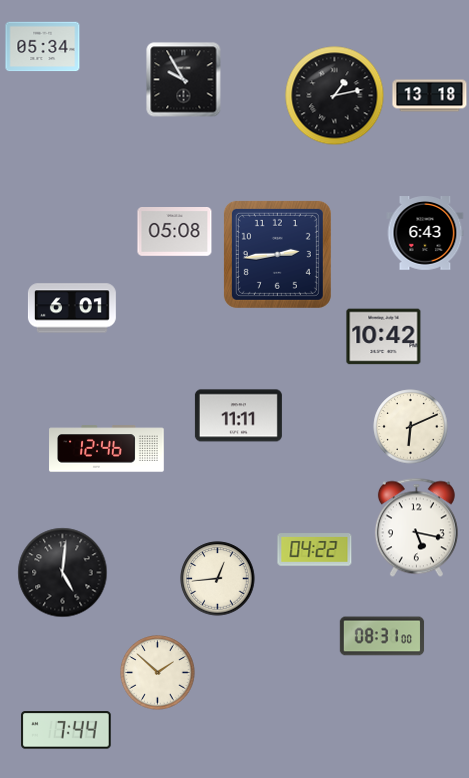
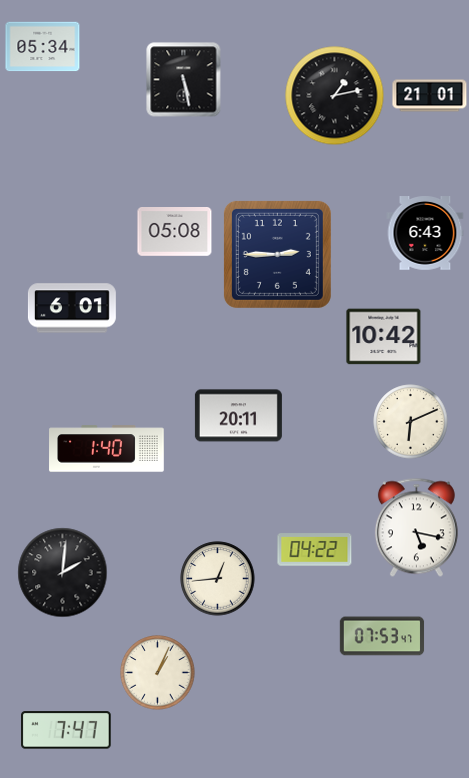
clock at (184, 80): 9:55 -> 5:28
clock at (430, 96): 13:18 -> 21:01
clock at (277, 254): 2:44 -> 2:45
clock at (238, 416): 11:11 -> 20:11
clock at (411, 427) position: (411, 427) -> (411, 422)
clock at (107, 449): 12:46 -> 1:40
clock at (63, 573): 5:01 -> 2:01
clock at (382, 636): 08:31 -> 07:53
clock at (158, 673): 1:52 -> 1:04
clock at (67, 730): 7:44 -> 7:47
